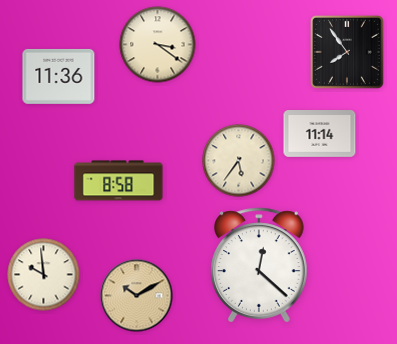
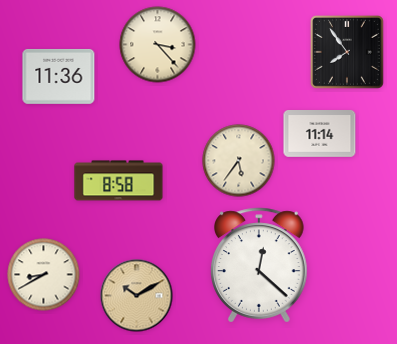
clock at (158, 45): 3:21 -> 3:23
clock at (44, 275): 9:59 -> 8:40
